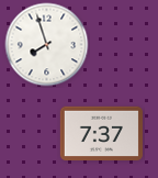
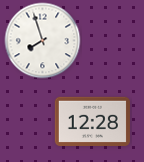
clock at (101, 133): 7:37 -> 12:28
